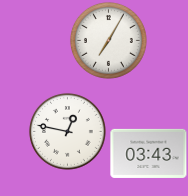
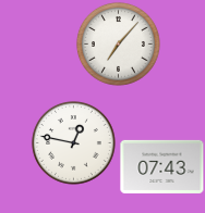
clock at (108, 40): 7:05 -> 7:07
clock at (149, 153): 03:43 -> 07:43
